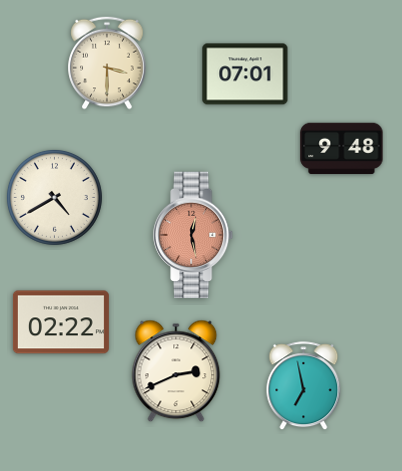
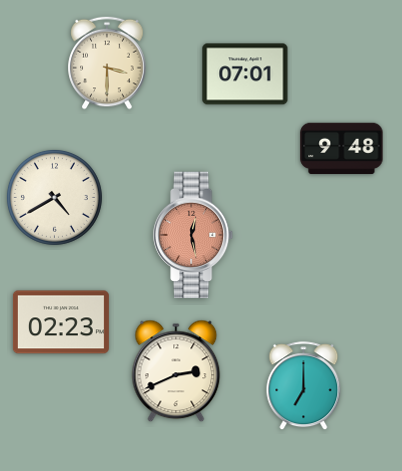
clock at (61, 322): 02:22 -> 02:23
clock at (304, 386): 6:58 -> 7:00
